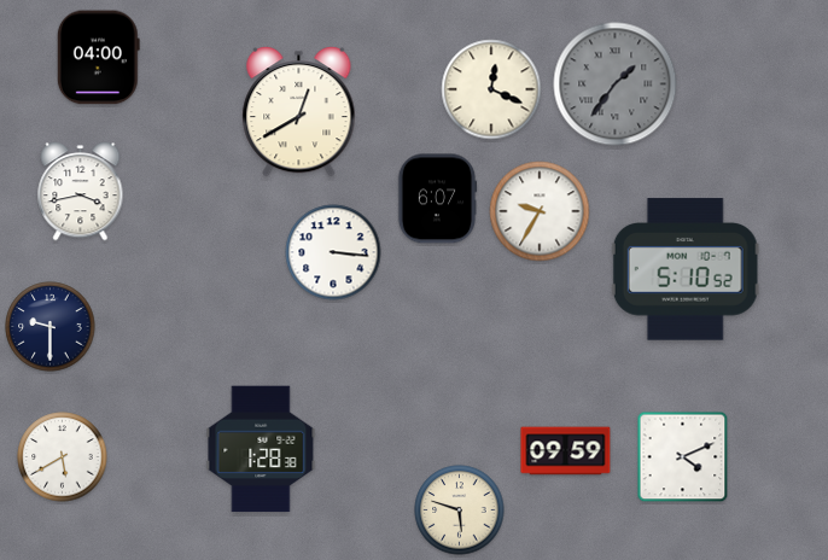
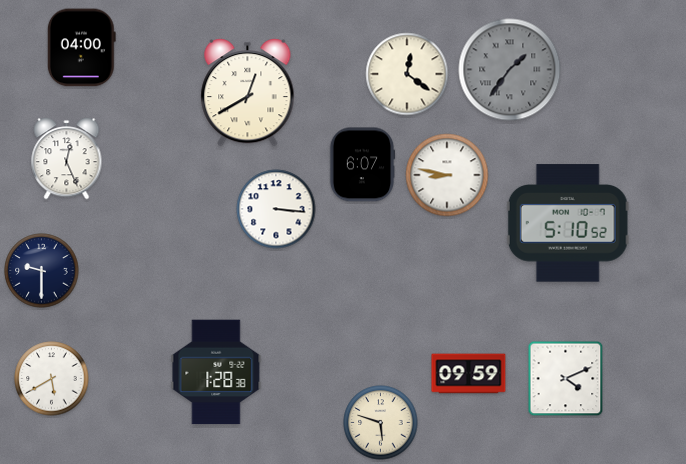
clock at (491, 89): 12:19 -> 12:21
clock at (81, 192): 3:43 -> 12:26
clock at (540, 211): 9:35 -> 8:47
